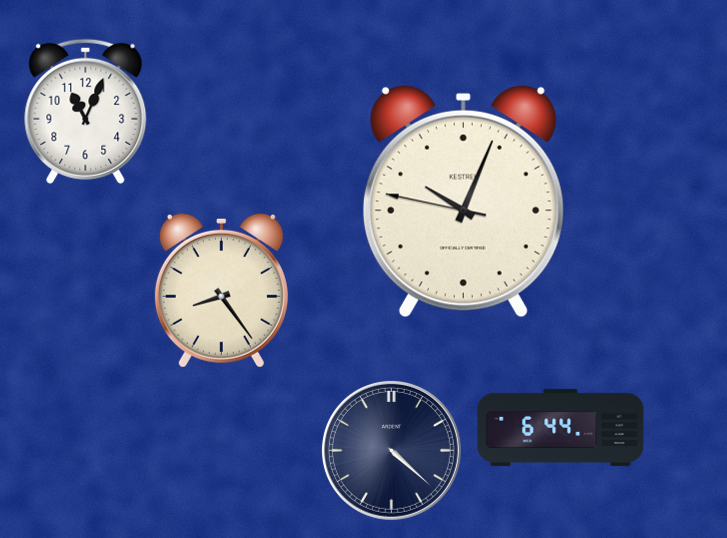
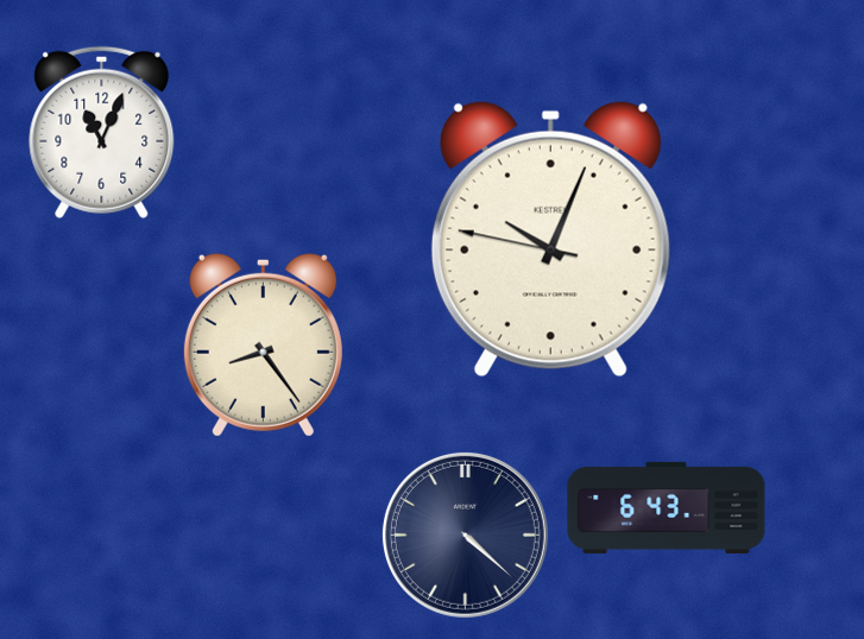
clock at (561, 427): 6:44 -> 6:43
